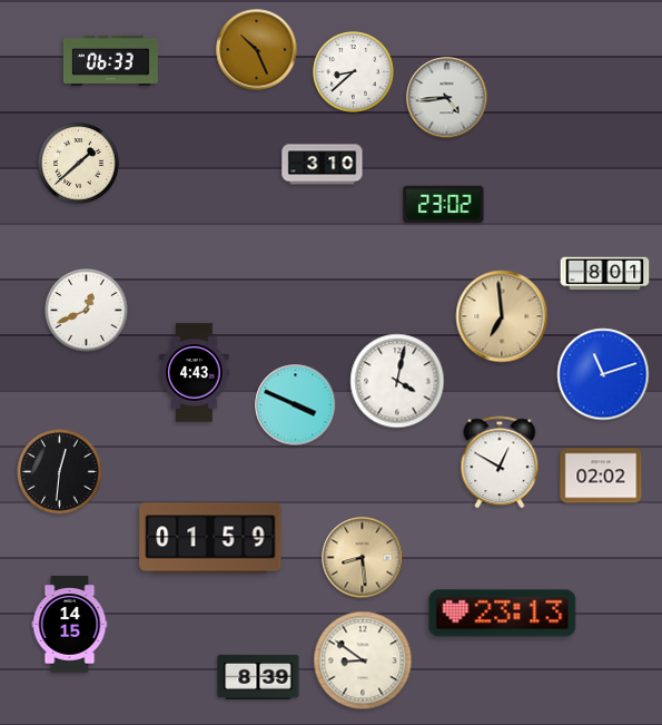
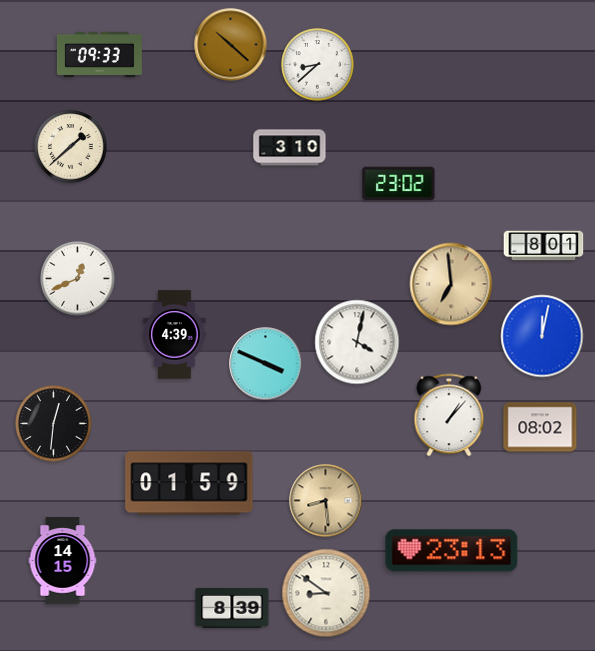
clock at (257, 50): 10:26 -> 10:22
clock at (110, 60): 06:33 -> 09:33
clock at (447, 98): 4:44 -> none
clock at (195, 373): 4:43 -> 4:39
clock at (603, 374): 11:12 -> 12:02
clock at (500, 462): 12:50 -> 1:07
clock at (601, 476): 02:02 -> 08:02
